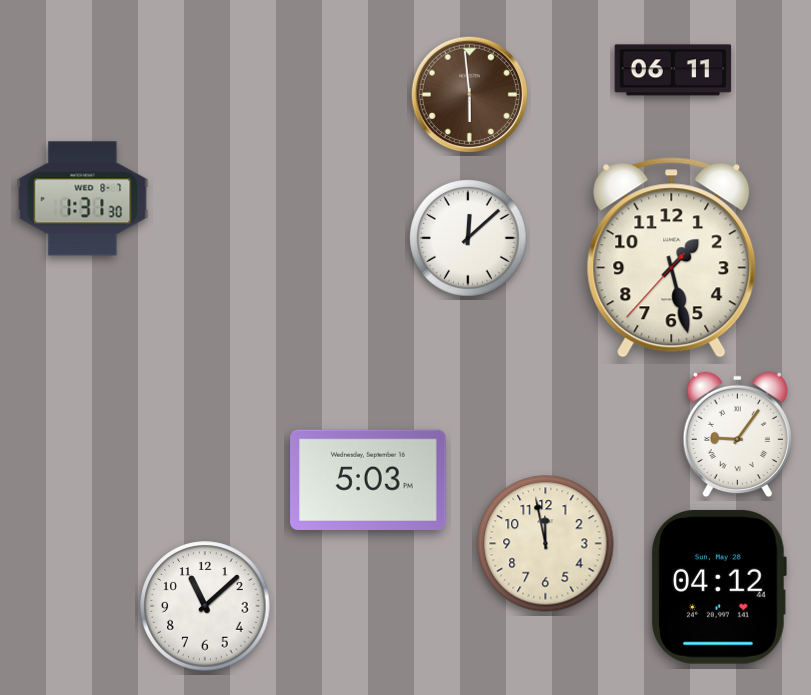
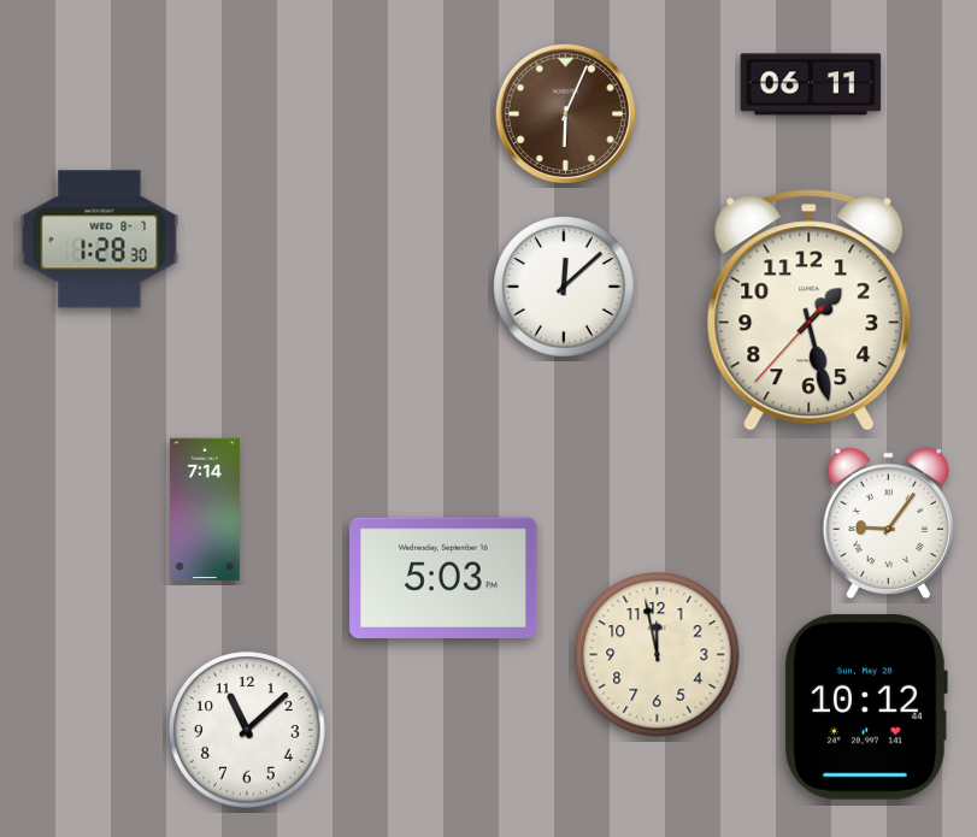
clock at (470, 95): 5:59 -> 6:04
clock at (83, 199): 1:31 -> 1:28
clock at (205, 509): none -> 7:14
clock at (719, 587): 04:12 -> 10:12
